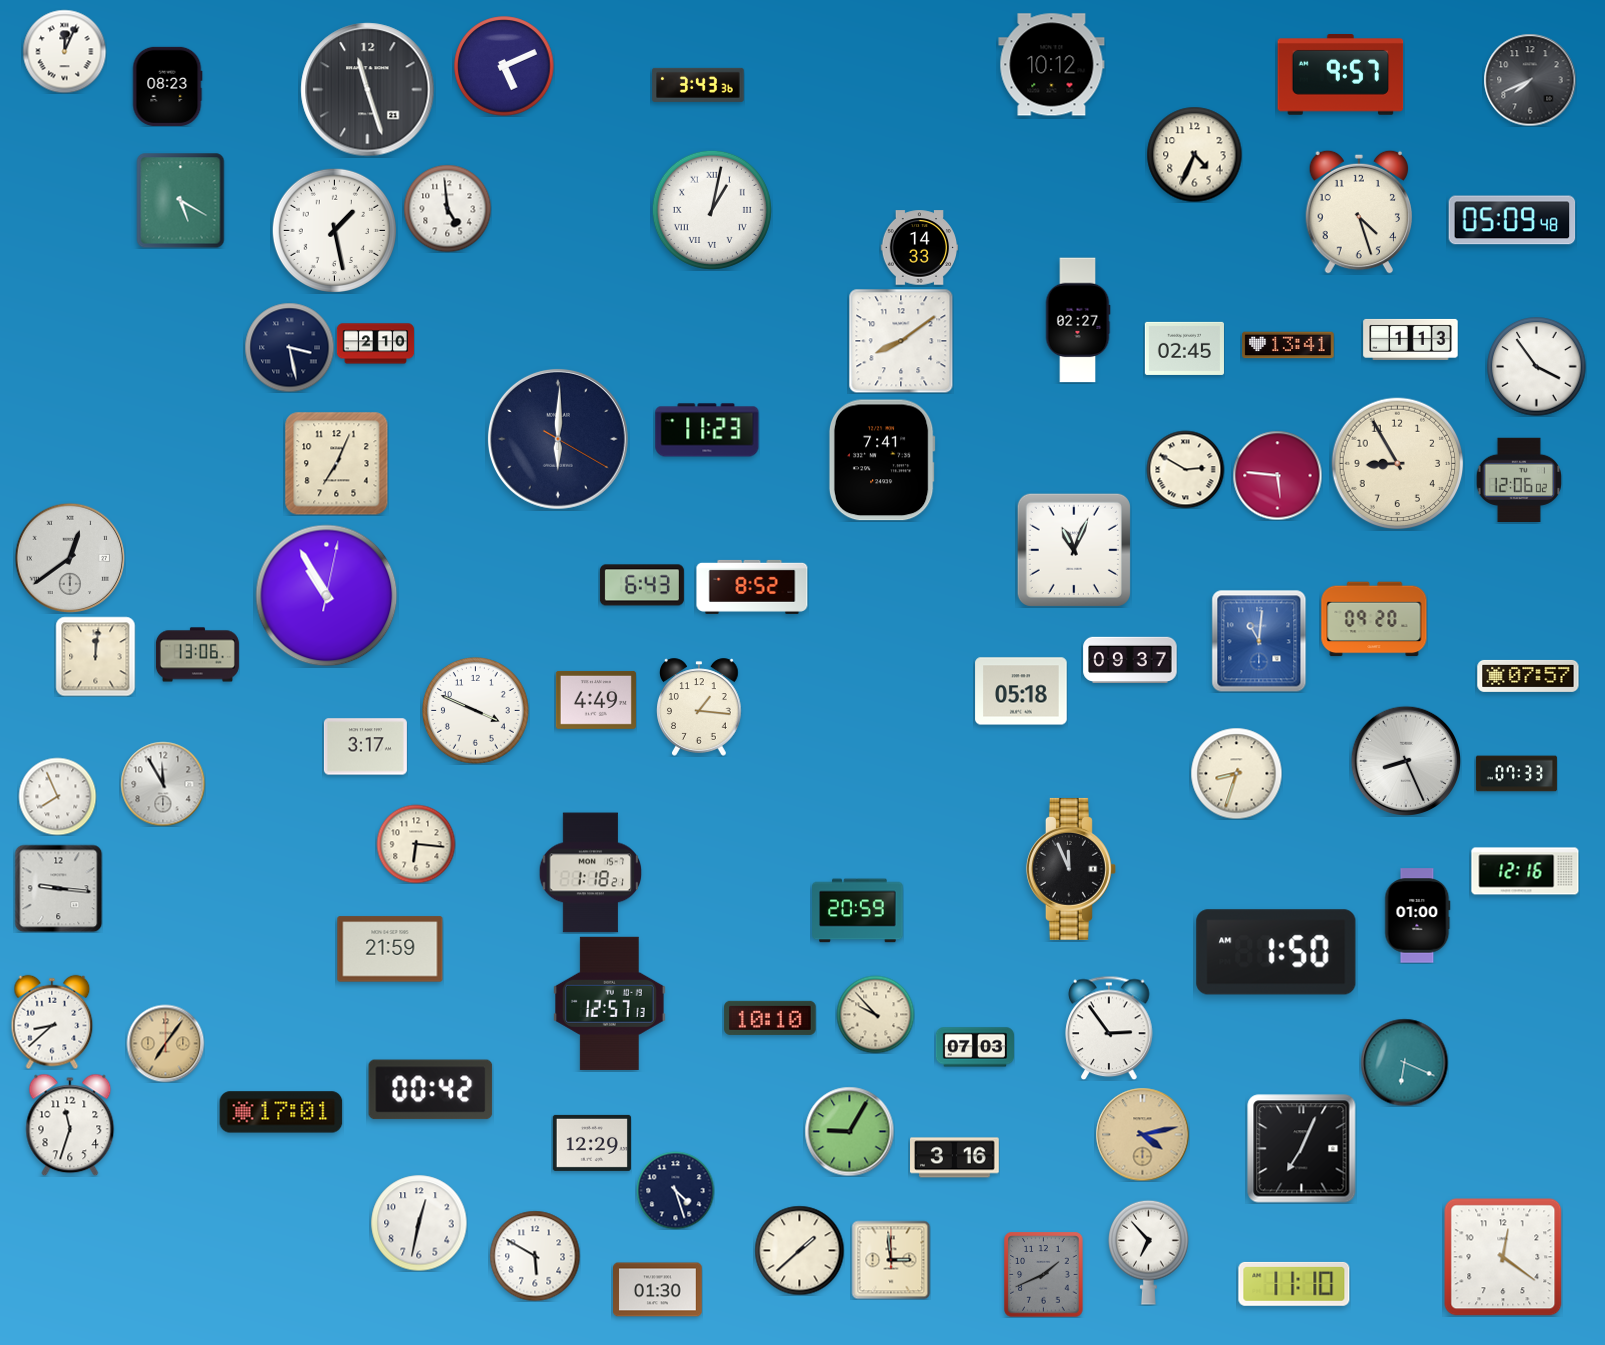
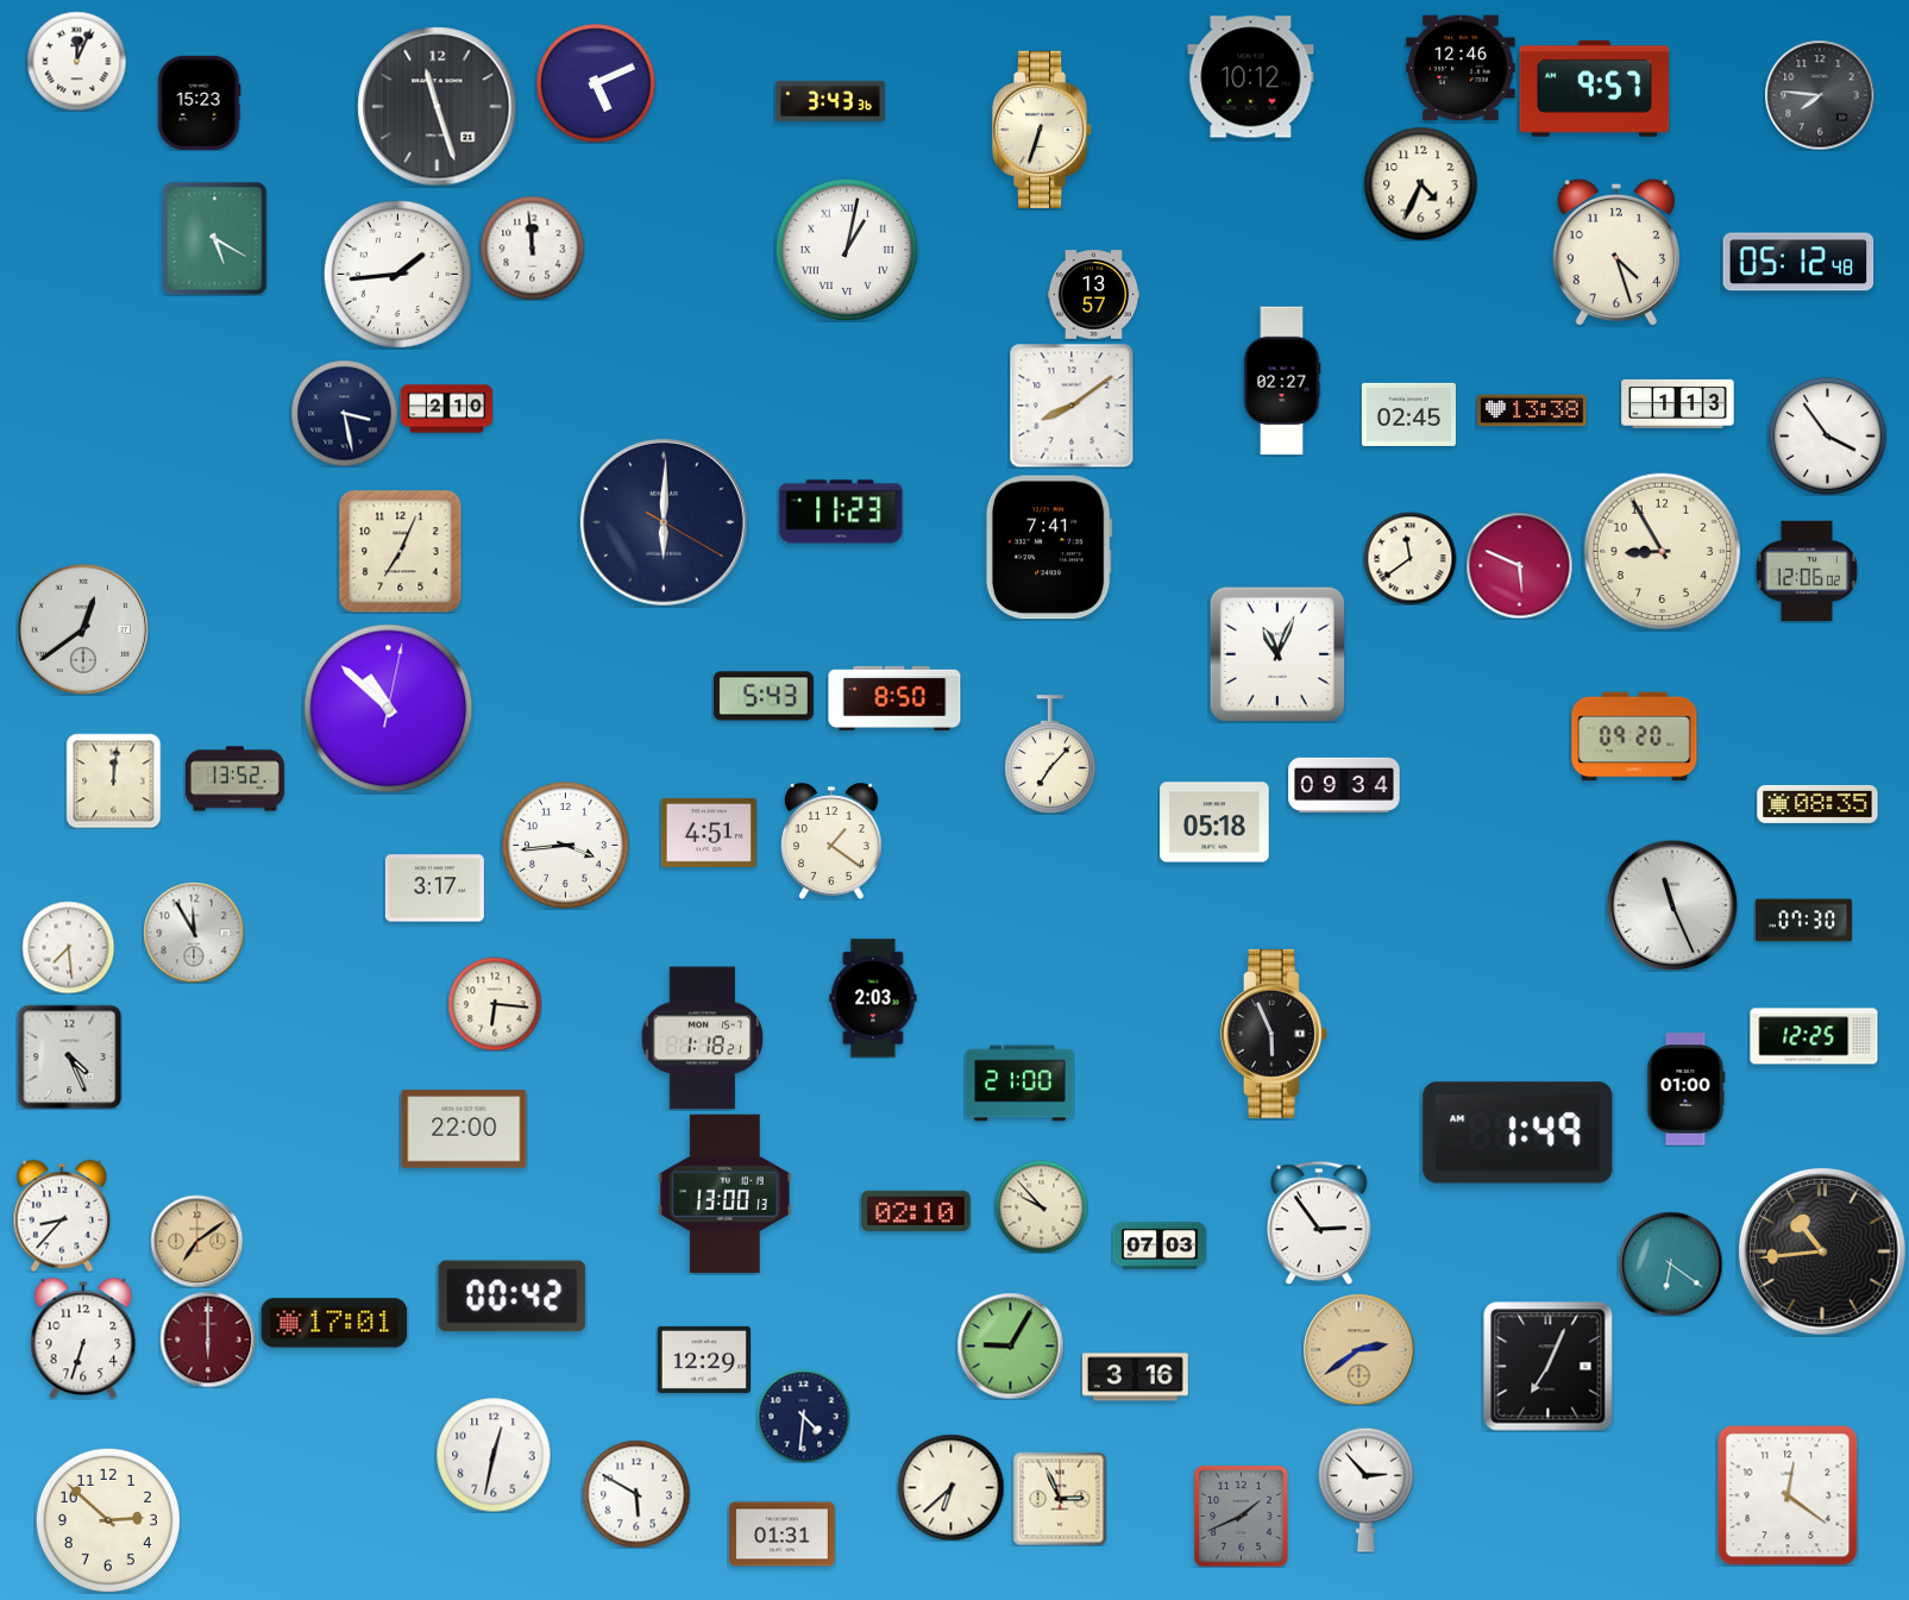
clock at (1461, 68): none -> 12:46
clock at (504, 66) position: (504, 66) -> (596, 83)
clock at (1530, 80): 7:41 -> 7:46
clock at (167, 86): 08:23 -> 15:23
clock at (1043, 130): none -> 6:33
clock at (447, 208): 4:59 -> 11:59
clock at (1512, 220): 05:09 -> 05:12
clock at (334, 230): 1:28 -> 1:44
clock at (919, 248): 14:33 -> 13:57
clock at (1288, 345): 13:41 -> 13:38
clock at (1185, 469): 2:50 -> 11:39
clock at (1277, 475): 5:46 -> 5:49
clock at (70, 558) position: (70, 558) -> (83, 629)
clock at (642, 585): 6:43 -> 5:43
clock at (752, 587): 8:52 -> 8:50
clock at (327, 596): 10:55 -> 10:52
clock at (1050, 754): none -> 7:07
clock at (1259, 641): 11:01 -> none
clock at (197, 655): 13:06 -> 13:52
clock at (1130, 659): 09:37 -> 09:34
clock at (1528, 676): 07:57 -> 08:35
clock at (596, 700): 4:49 -> 4:51
clock at (700, 707): 1:16 -> 1:21
clock at (476, 711): 3:49 -> 3:44
clock at (1406, 761): 8:26 -> 11:26
clock at (1236, 773): 8:33 -> none
clock at (1516, 774): 07:33 -> 07:30
clock at (57, 796): 7:56 -> 7:29
clock at (873, 998): none -> 2:03
clock at (1071, 869): 11:56 -> 5:56
clock at (1525, 871): 12:16 -> 12:25
clock at (58, 888): 9:16 -> 4:26
clock at (858, 911): 20:59 -> 21:00
clock at (390, 949): 21:59 -> 22:00
clock at (1276, 952): 1:50 -> 1:49
clock at (610, 1003): 12:57 -> 13:00
clock at (770, 1018): 10:10 -> 02:10
clock at (52, 1022): 8:38 -> 8:37
clock at (165, 1043): 7:06 -> 7:09
clock at (1822, 1251): none -> 10:44
clock at (1404, 1062): 6:19 -> 6:21
clock at (70, 1125): 11:33 -> 6:33
clock at (208, 1339): none -> 6:00
clock at (1142, 1134): 4:13 -> 2:39
clock at (675, 1190): 4:27 -> 4:31
clock at (419, 1223) position: (419, 1223) -> (494, 1455)
clock at (799, 1250): 1:38 -> 6:38
clock at (1149, 1252): 6:53 -> 2:53
clock at (891, 1260): 2:59 -> 2:56
clock at (108, 1520): none -> 2:52
clock at (1294, 1284): 11:10 -> none
clock at (658, 1290): 01:30 -> 01:31
